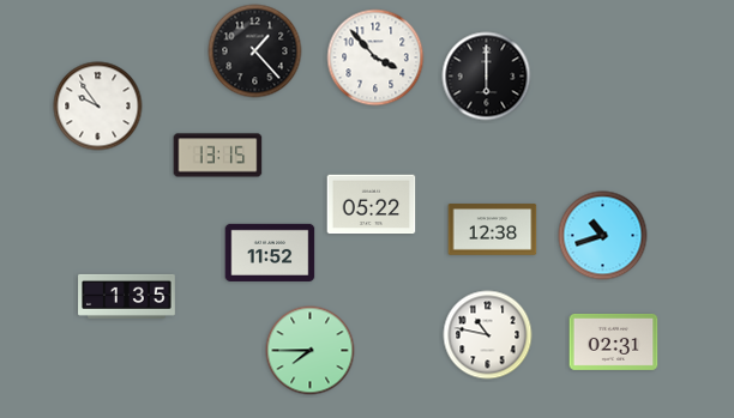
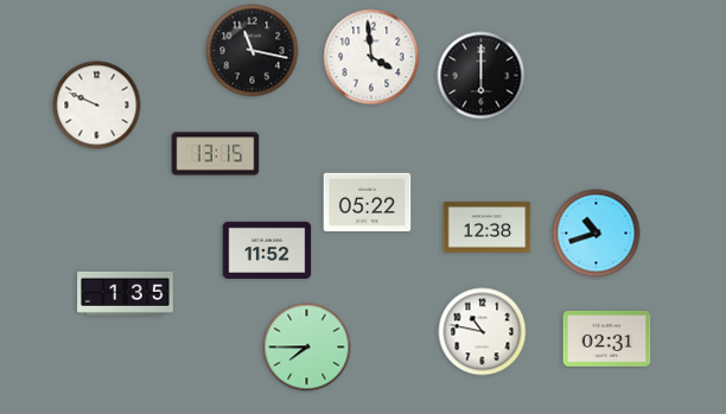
clock at (255, 52): 1:23 -> 11:17
clock at (375, 57): 3:53 -> 3:59
clock at (98, 107): 9:54 -> 9:49
